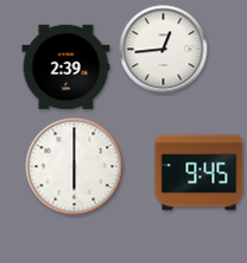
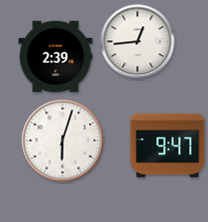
clock at (75, 167): 6:00 -> 6:03
clock at (199, 173): 9:45 -> 9:47
